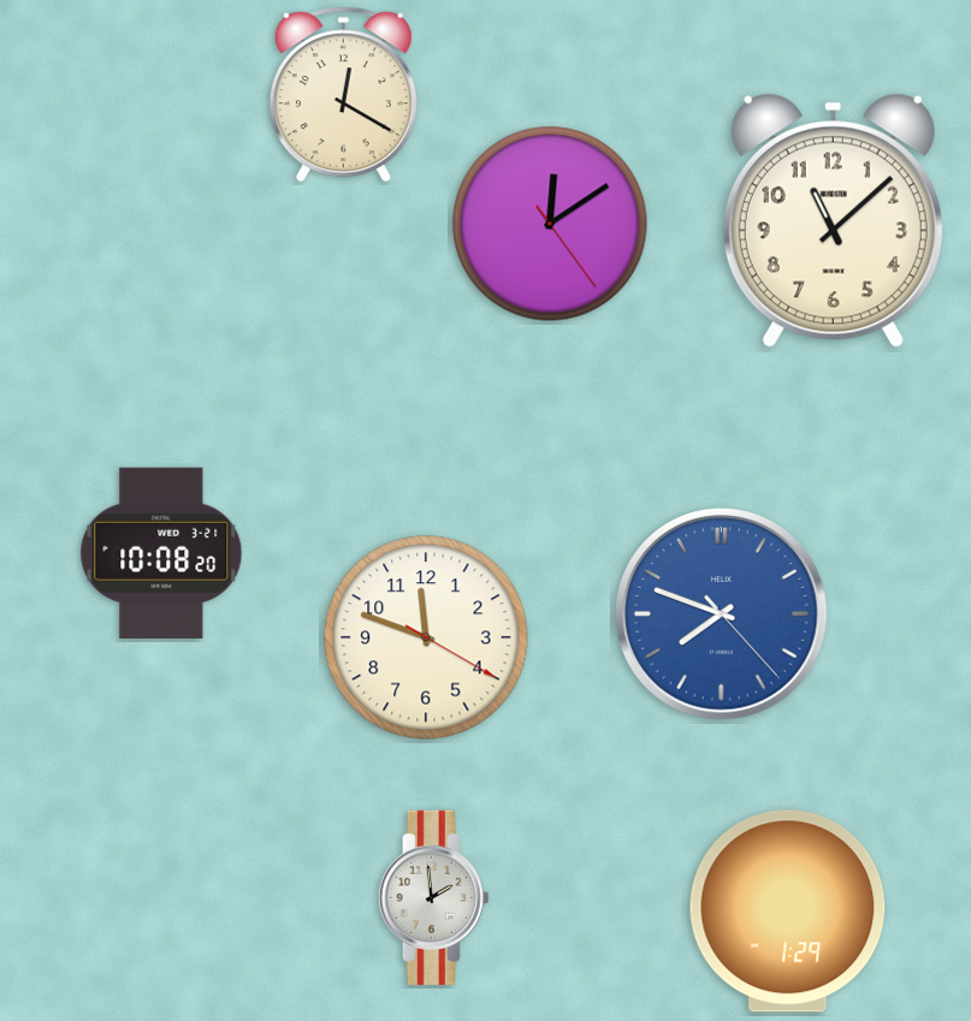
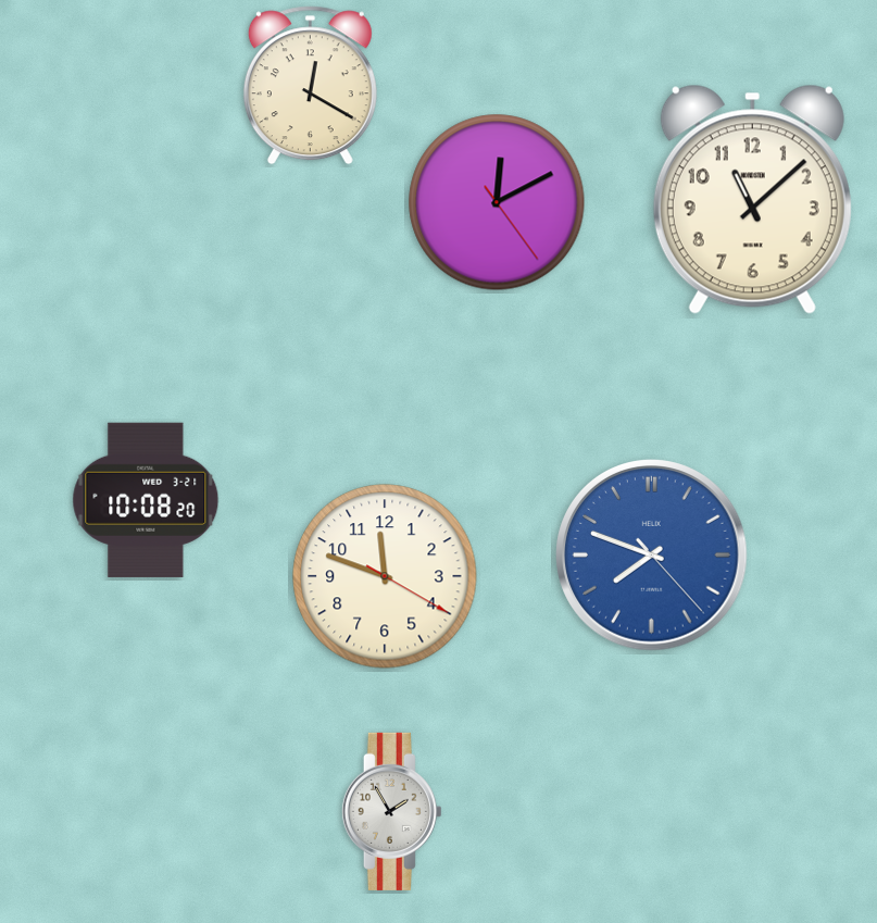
clock at (550, 224): 12:09 -> 12:10
clock at (433, 897): 1:59 -> 1:55
clock at (788, 912): 1:29 -> none
